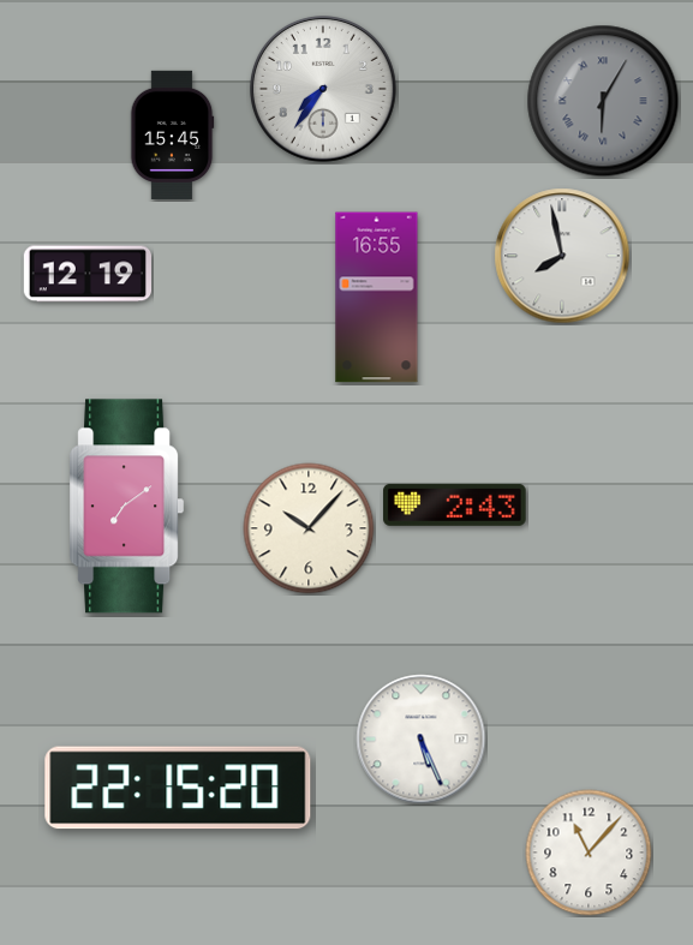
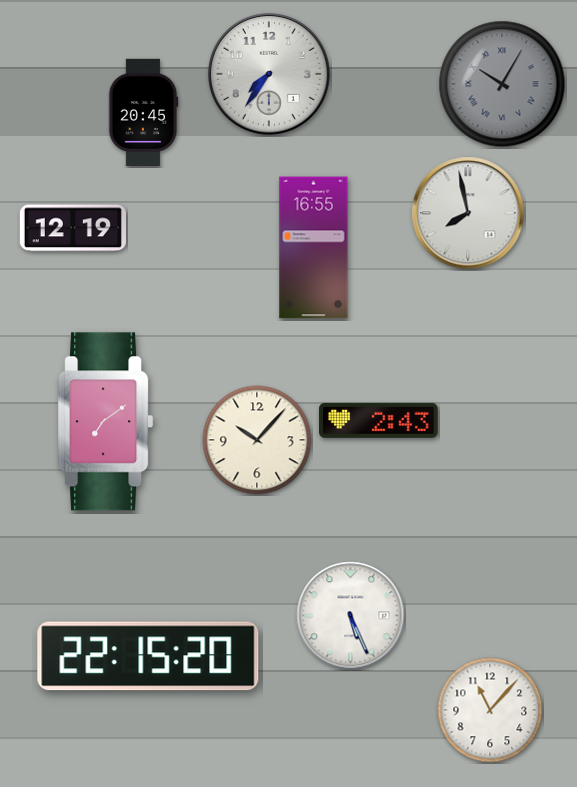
clock at (603, 101): 6:05 -> 10:05
clock at (172, 134): 15:45 -> 20:45
